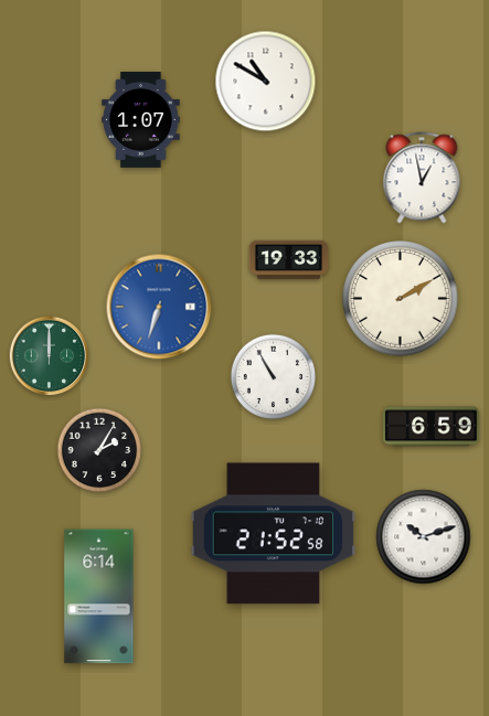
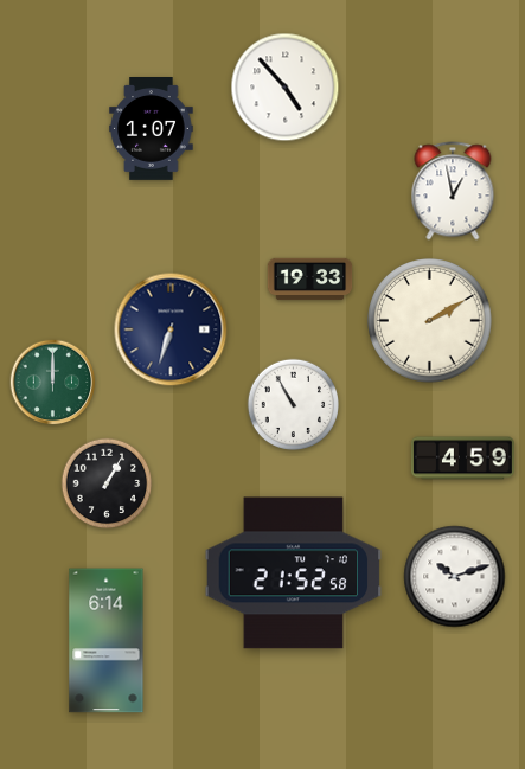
clock at (266, 82): 10:50 -> 4:53
clock at (159, 307) dial: blue -> navy
clock at (430, 427): 6:59 -> 4:59
clock at (99, 450): 2:05 -> 1:05
